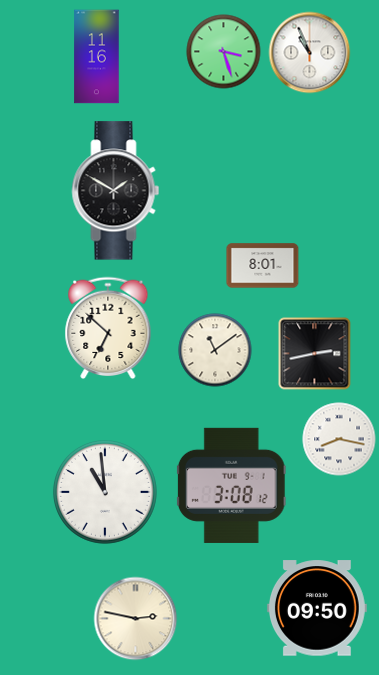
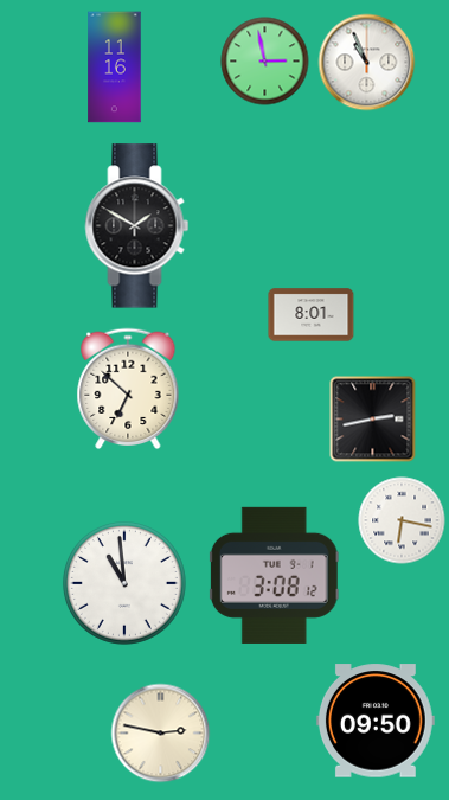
clock at (224, 52): 3:27 -> 2:58
clock at (215, 350): 11:09 -> none
clock at (339, 439): 8:17 -> 6:17
